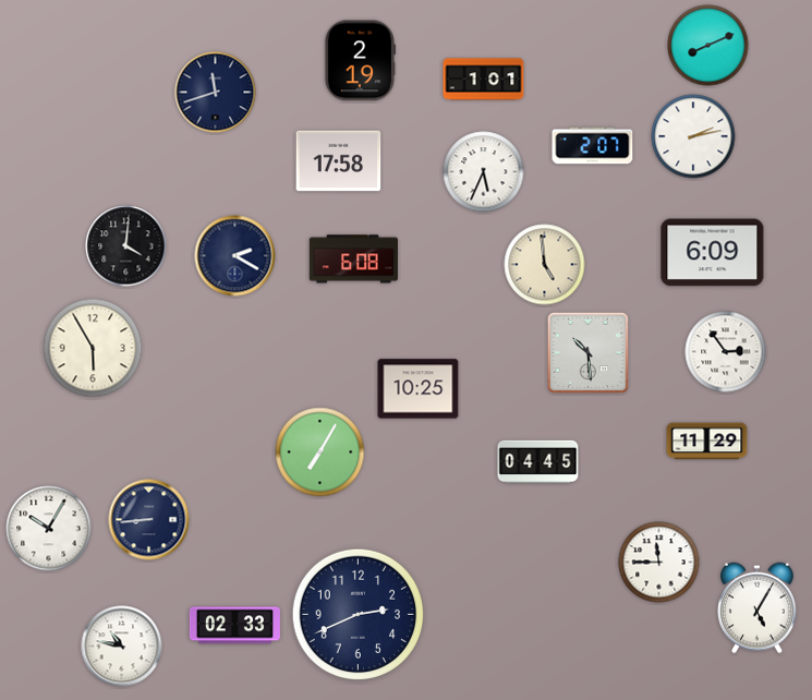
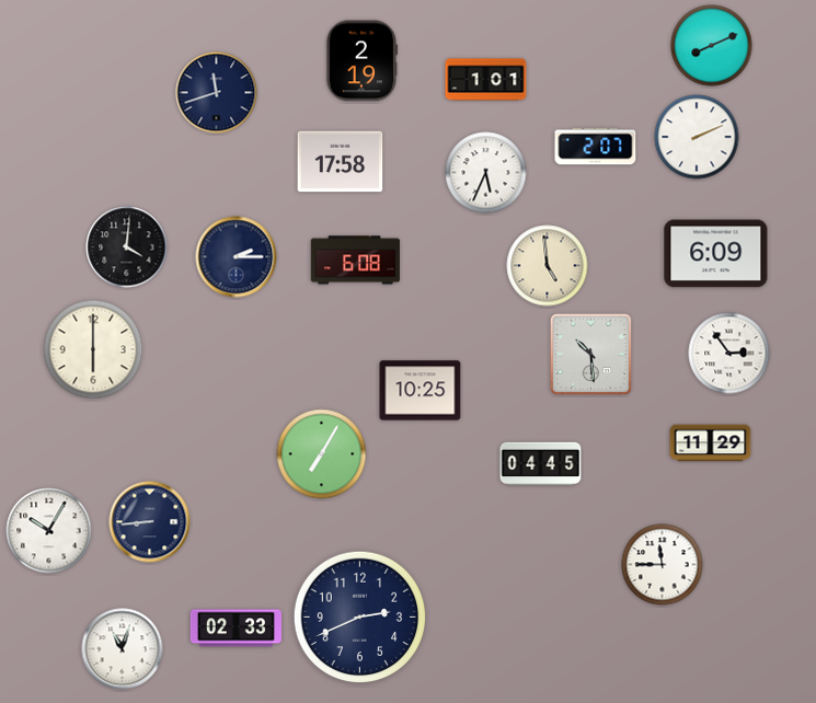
clock at (693, 136): 2:13 -> 2:11
clock at (235, 256): 2:20 -> 2:15
clock at (93, 348): 5:55 -> 6:00
clock at (758, 608): 5:05 -> none
clock at (122, 647): 10:47 -> 11:03
